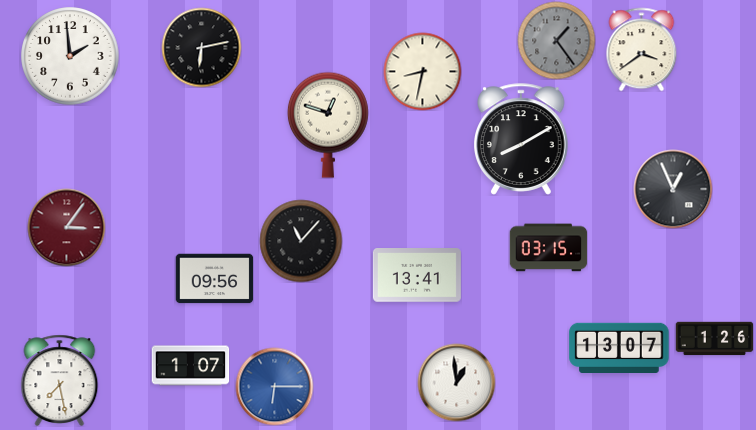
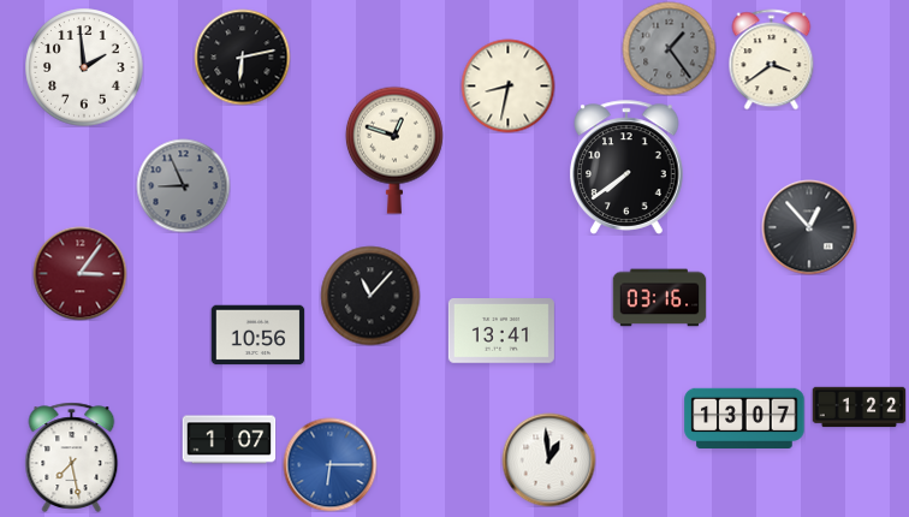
clock at (522, 139): 8:10 -> 7:39
clock at (183, 185): none -> 8:56
clock at (673, 189): 12:56 -> 12:53
clock at (301, 241) position: (301, 241) -> (370, 296)
clock at (548, 248): 03:15 -> 03:16
clock at (214, 279): 09:56 -> 10:56
clock at (714, 339): 1:26 -> 1:22
